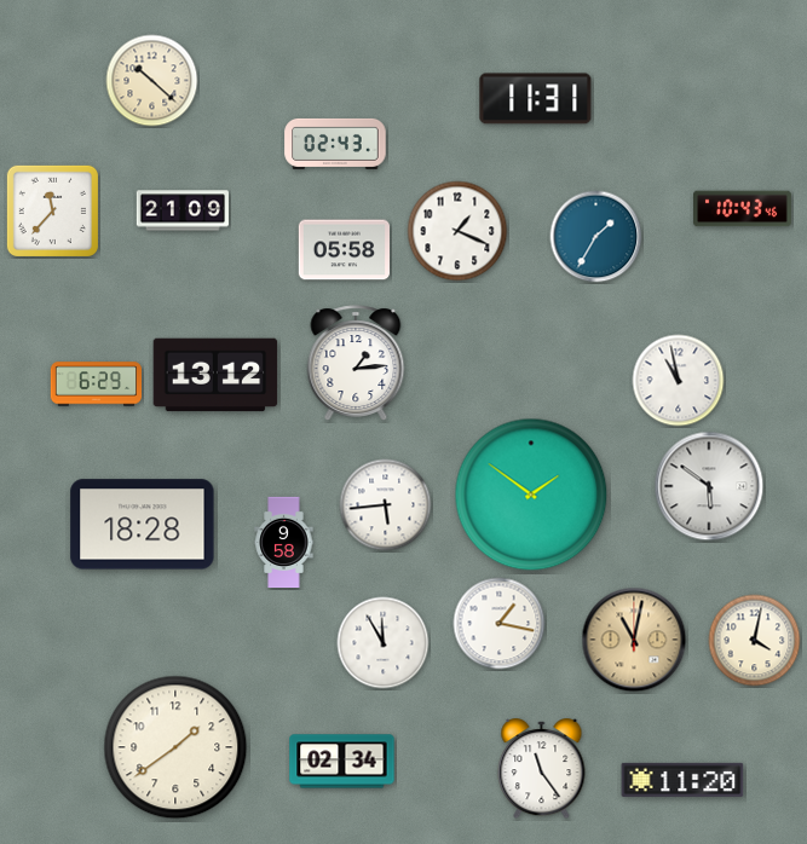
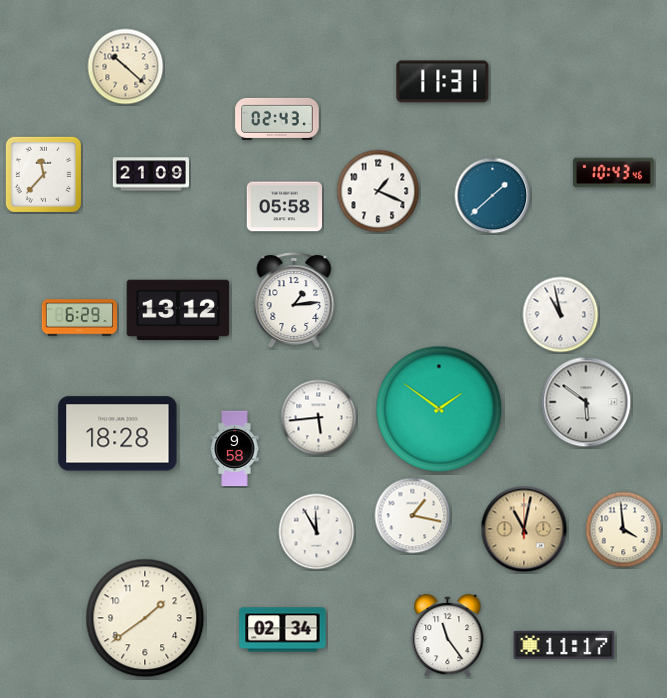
clock at (596, 237): 1:35 -> 1:38
clock at (755, 641): 4:02 -> 3:59
clock at (682, 780): 11:20 -> 11:17
